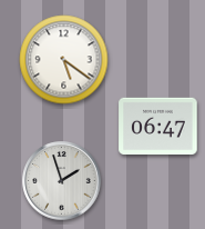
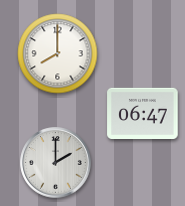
clock at (64, 60): 5:21 -> 8:00
clock at (62, 181): 1:57 -> 2:00
